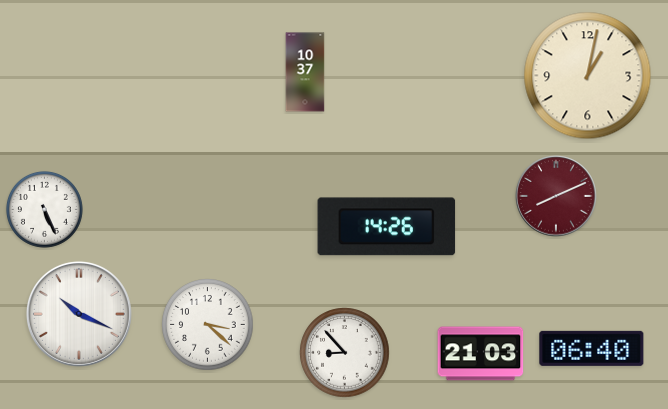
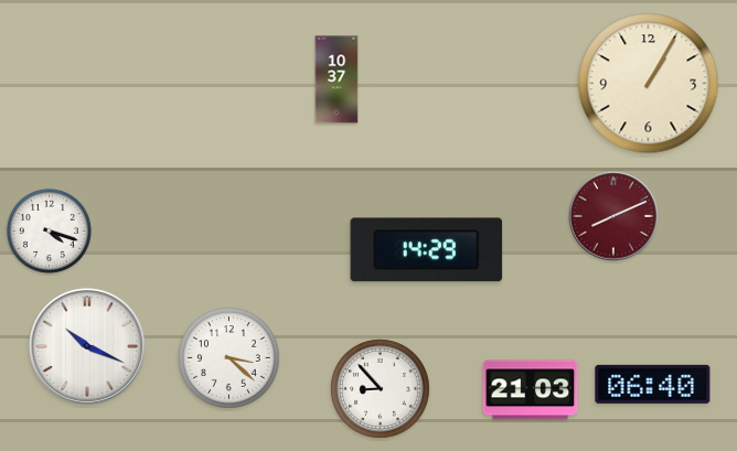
clock at (588, 76): 1:02 -> 1:05
clock at (44, 209): 5:26 -> 4:18
clock at (387, 227): 14:26 -> 14:29
